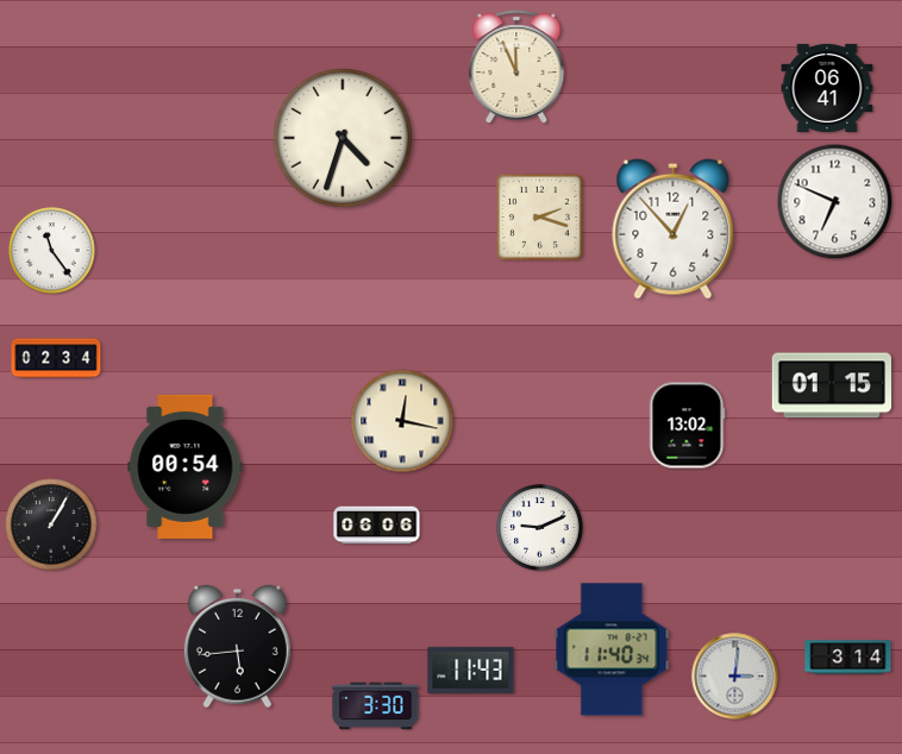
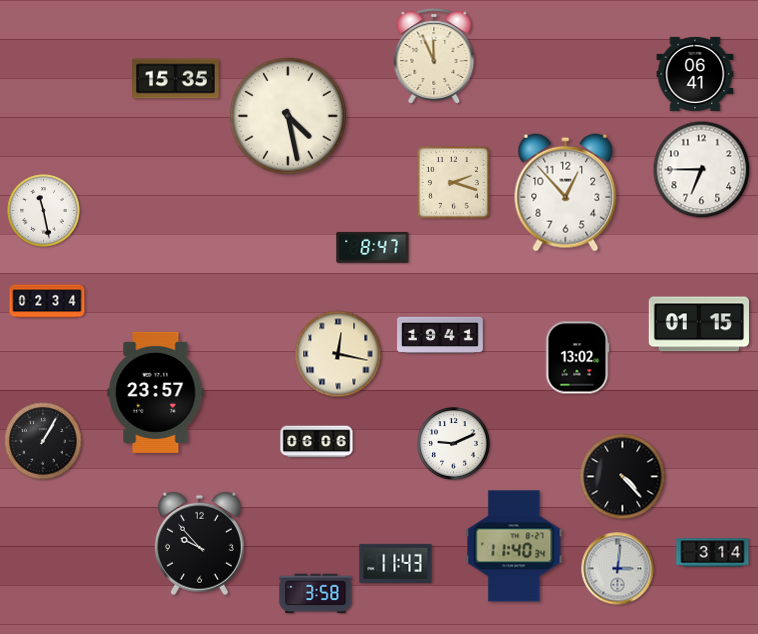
clock at (176, 79): none -> 15:35
clock at (344, 139): 4:33 -> 4:28
clock at (835, 202): 6:49 -> 6:45
clock at (52, 251): 11:24 -> 11:28
clock at (373, 247): none -> 8:47
clock at (440, 334): none -> 19:41
clock at (186, 466): 00:54 -> 23:57
clock at (623, 477): none -> 4:23
clock at (237, 647): 5:44 -> 9:53
clock at (376, 706): 3:30 -> 3:58
